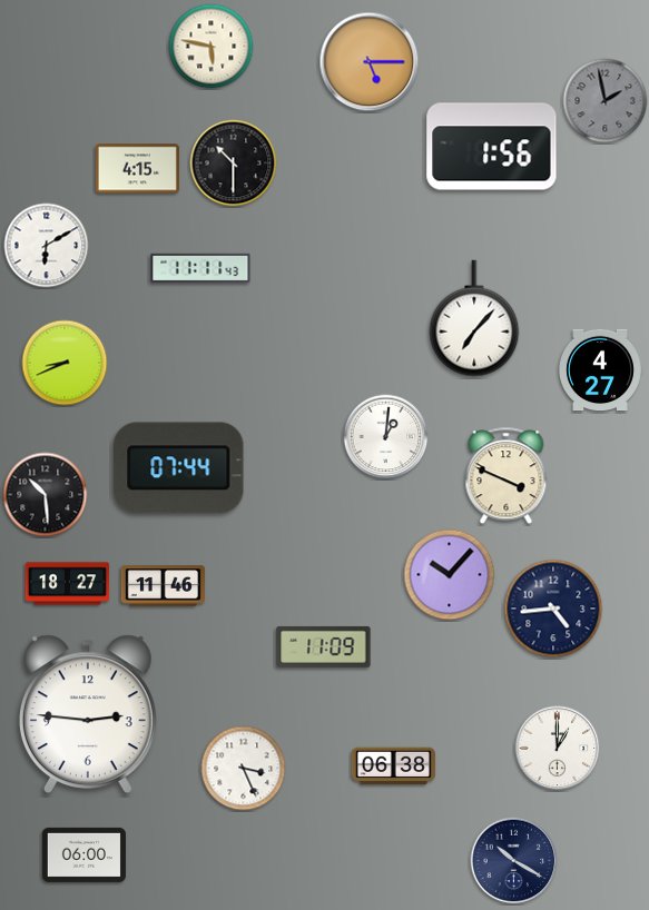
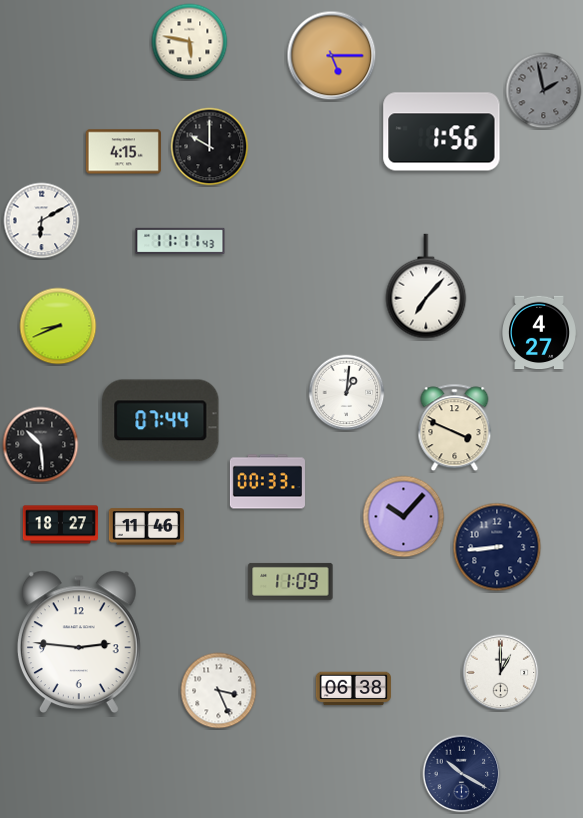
clock at (234, 164): 10:30 -> 10:00
clock at (267, 482): none -> 00:33
clock at (553, 609): 4:44 -> 8:44
clock at (83, 854): 06:00 -> none
